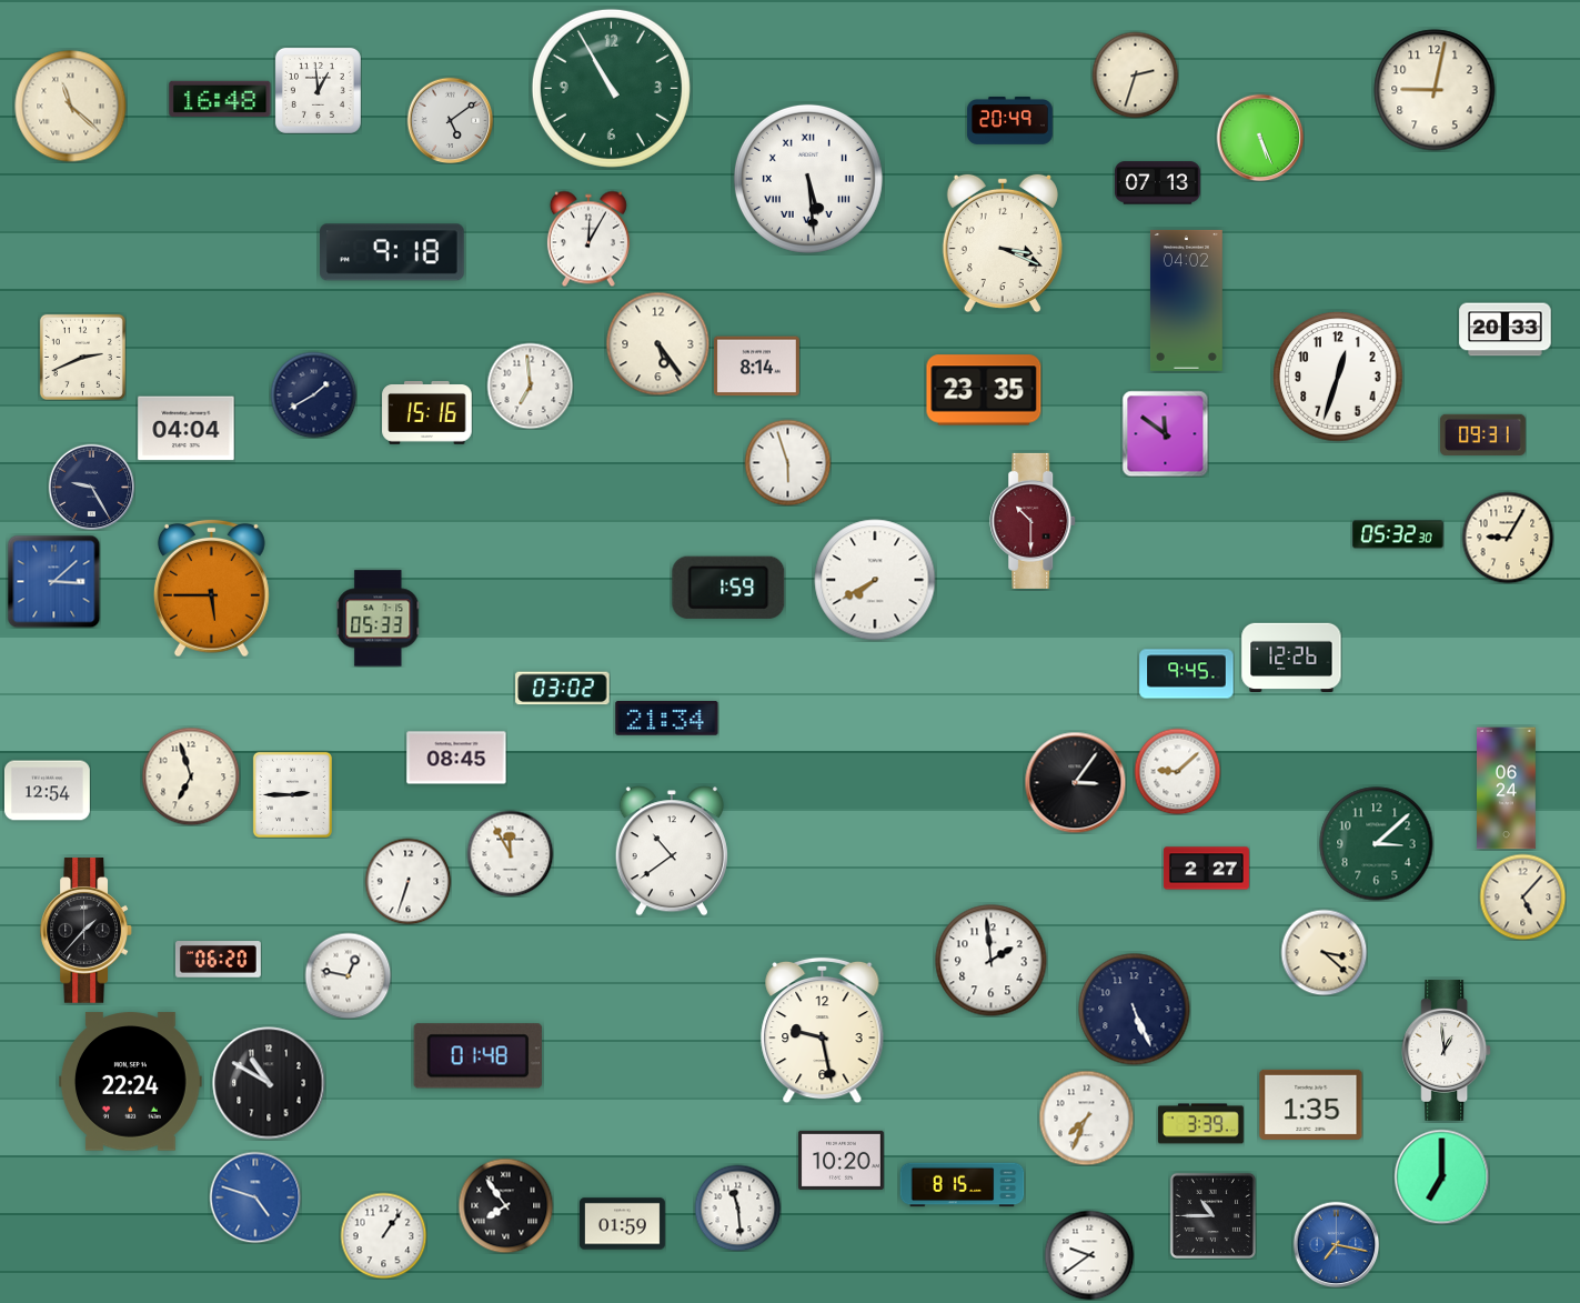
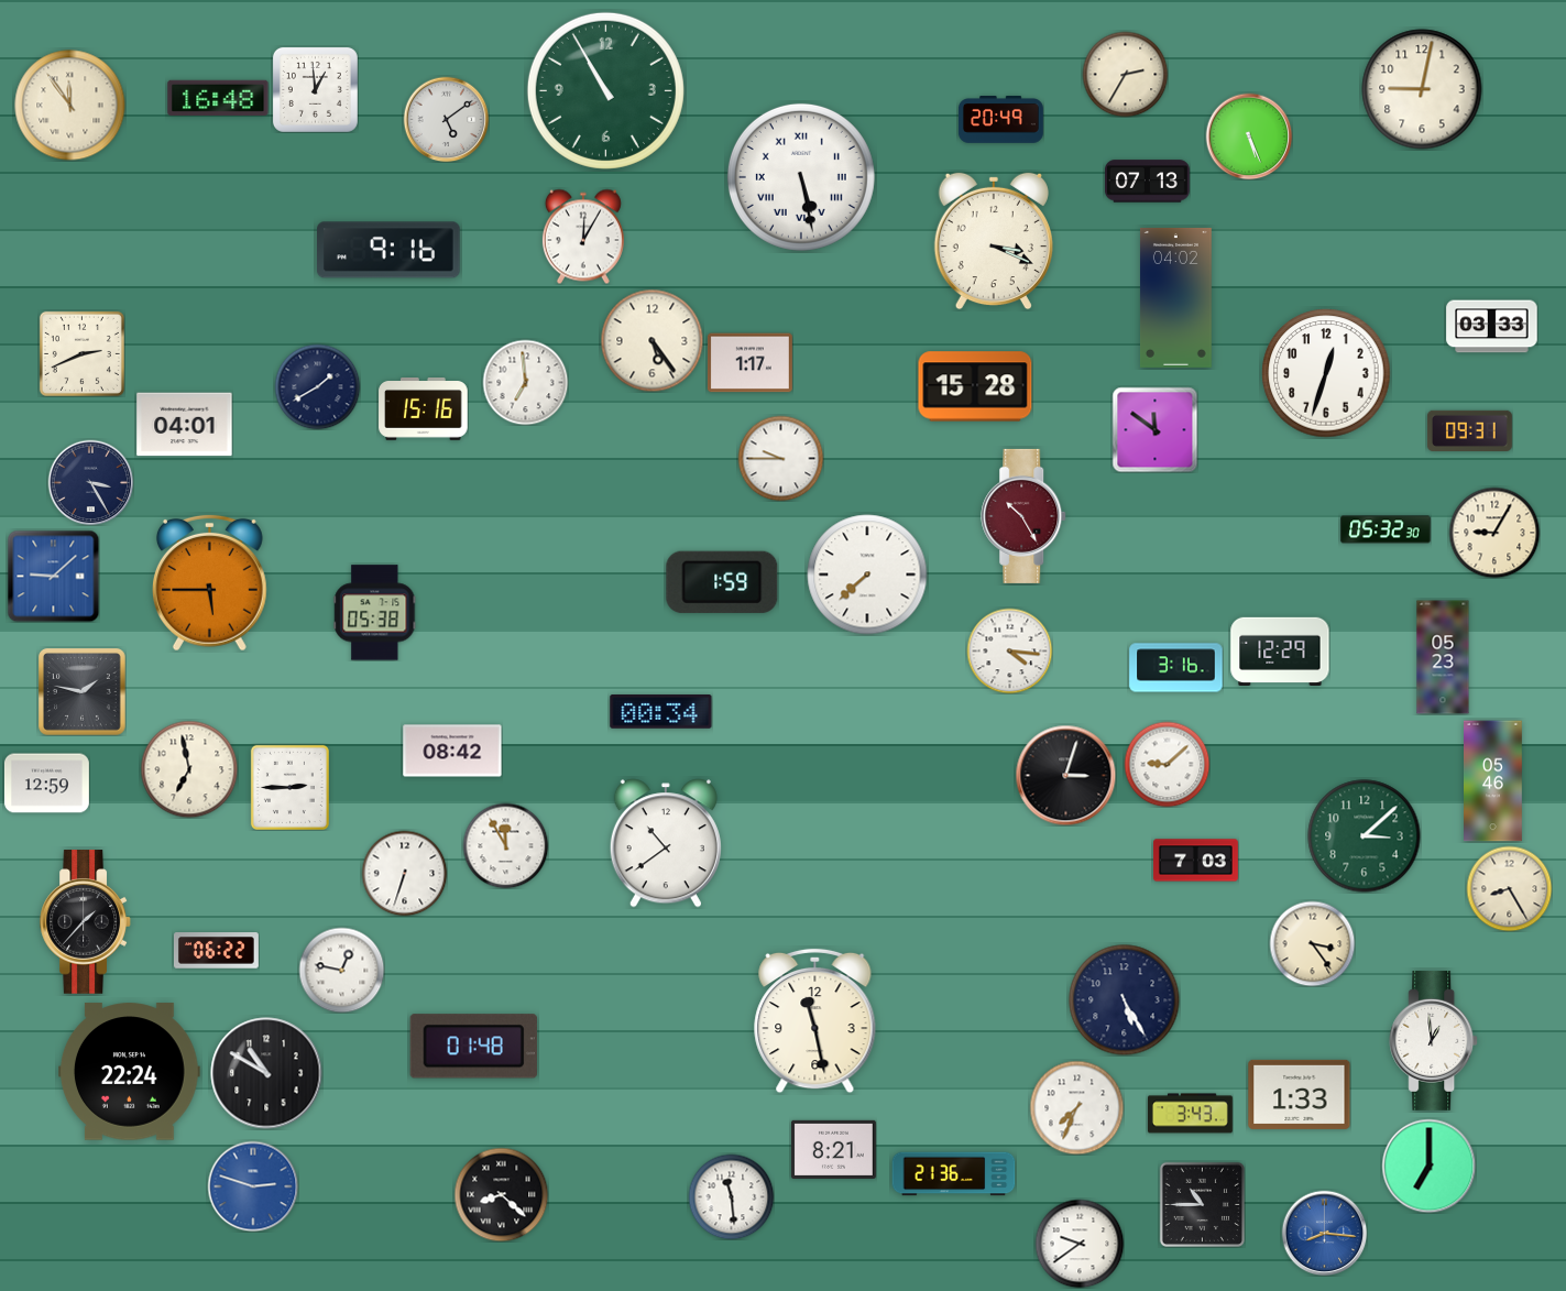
clock at (1135, 74): 2:33 -> 2:35
clock at (611, 88) position: (611, 88) -> (605, 90)
clock at (71, 107): 11:22 -> 11:54
clock at (808, 179): 5:29 -> 5:28
clock at (393, 252): 9:18 -> 9:16
clock at (1506, 330): 20:33 -> 03:33
clock at (756, 367): 8:14 -> 1:17
clock at (984, 390): 23:35 -> 15:28
clock at (313, 394) position: (313, 394) -> (317, 386)
clock at (187, 429): 04:04 -> 04:01
clock at (787, 462): 5:57 -> 9:45
clock at (91, 487): 9:25 -> 3:25
clock at (1034, 521): 10:30 -> 10:25
clock at (875, 580): 7:40 -> 7:38
clock at (53, 581): 3:08 -> 9:08
clock at (379, 619): 05:33 -> 05:38
clock at (1009, 650): none -> 4:16
clock at (1291, 656): 12:26 -> 12:29
clock at (1443, 657): none -> 05:23
clock at (1187, 674): 9:45 -> 3:16
clock at (563, 689): 03:02 -> none
clock at (83, 692): none -> 1:47
clock at (667, 719): 21:34 -> 00:34
clock at (456, 758): 08:45 -> 08:42
clock at (191, 776): 6:57 -> 6:58
clock at (1075, 782): 3:06 -> 3:03
clock at (1507, 789): 06:24 -> 05:46
clock at (47, 791): 12:54 -> 12:59
clock at (1207, 869): 2:27 -> 7:03
clock at (1522, 896): 5:07 -> 8:25
clock at (1324, 952): 3:22 -> 3:24
clock at (218, 960): 06:20 -> 06:22
clock at (992, 961): 1:59 -> none
clock at (348, 975) position: (348, 975) -> (341, 970)
clock at (1135, 1010): 5:26 -> 5:25
clock at (823, 1031): 9:28 -> 11:28
clock at (1311, 1104): 1:35 -> 1:33
clock at (1200, 1124): 3:39 -> 3:43
clock at (841, 1160): 10:20 -> 8:21
clock at (963, 1185): 8:15 -> 21:36
clock at (255, 1197): 4:48 -> 2:48
clock at (505, 1205): 7:54 -> 8:22
clock at (622, 1224): 01:59 -> none
clock at (383, 1235): 1:06 -> none
clock at (1336, 1244): 7:17 -> 8:16
